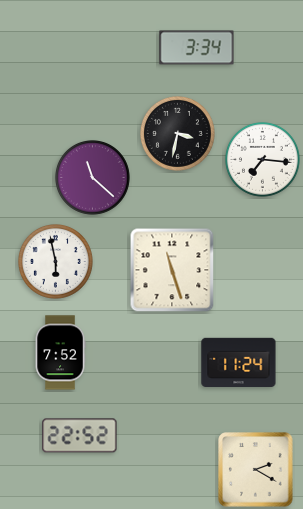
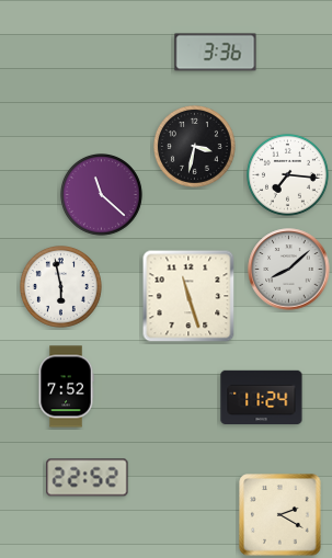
clock at (197, 48): 3:34 -> 3:36
clock at (289, 270): none -> 8:08
